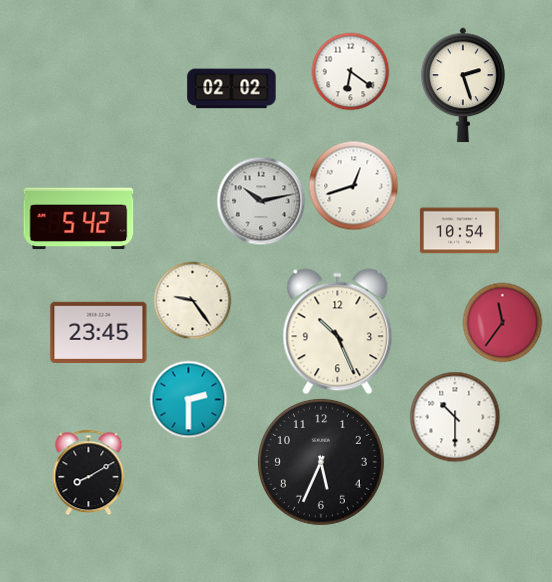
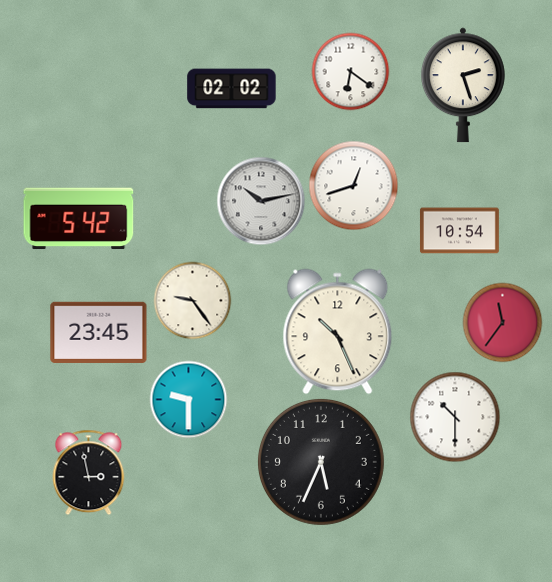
clock at (188, 399): 2:30 -> 9:30
clock at (89, 472): 8:10 -> 2:58
